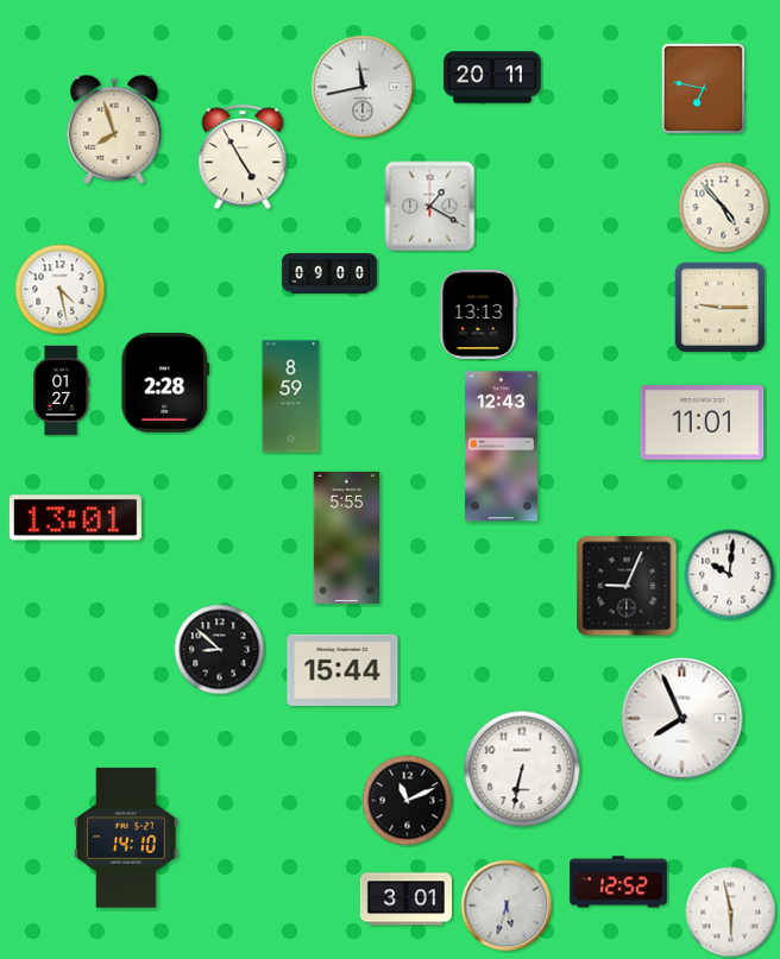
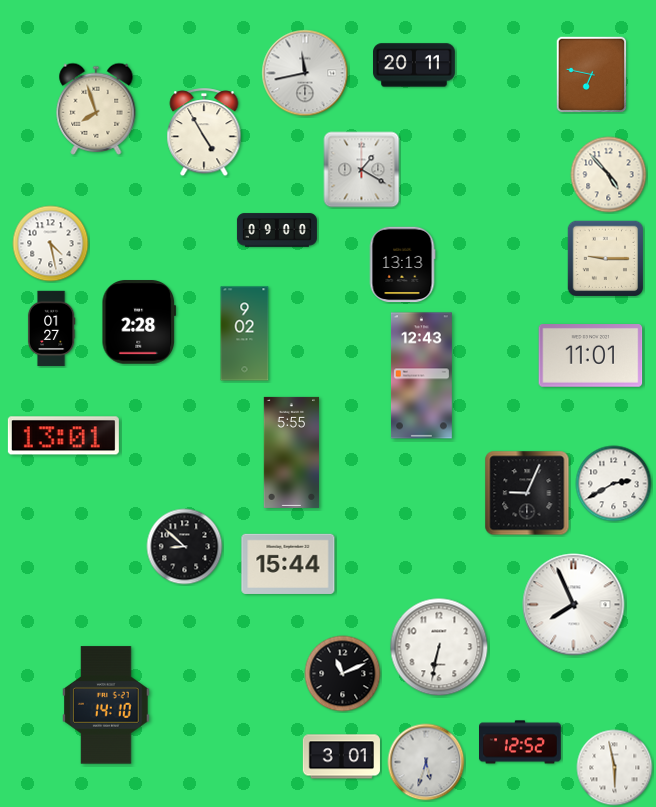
clock at (430, 207) position: (430, 207) -> (362, 170)
clock at (291, 397): 8:59 -> 9:02
clock at (730, 575): 10:01 -> 2:40
